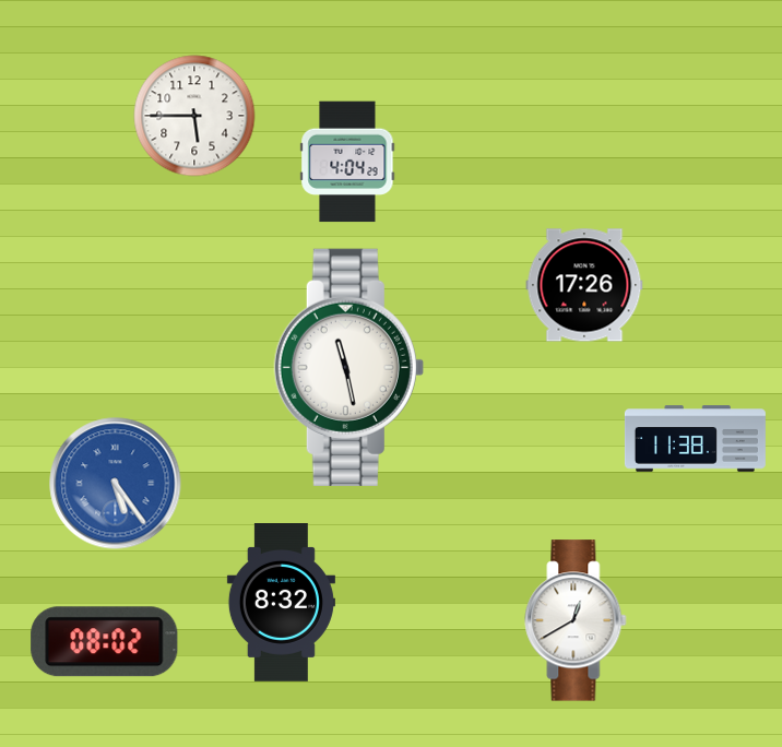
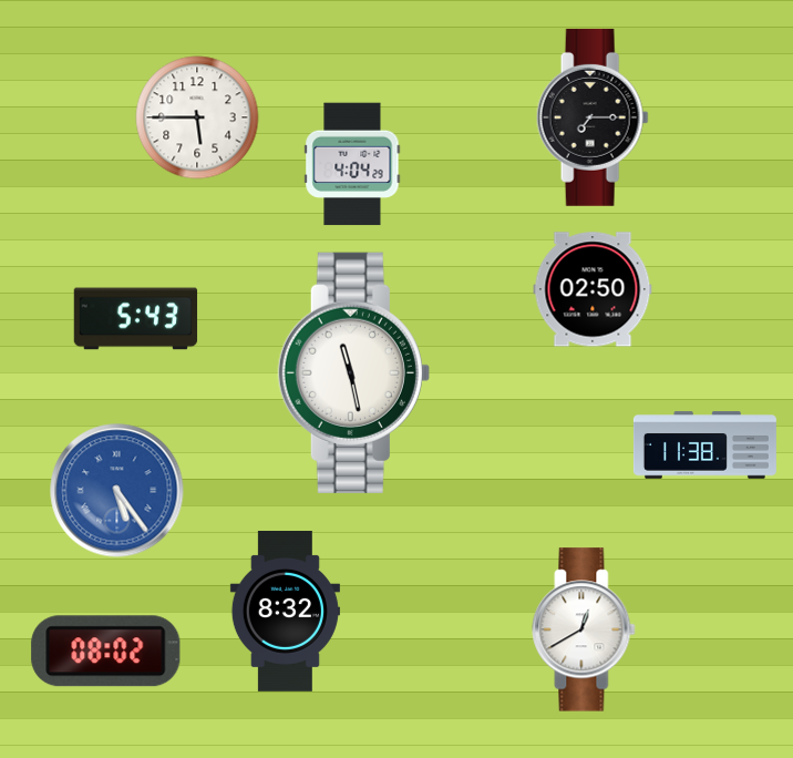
clock at (593, 117): none -> 7:15
clock at (584, 285): 17:26 -> 02:50
clock at (136, 319): none -> 5:43
